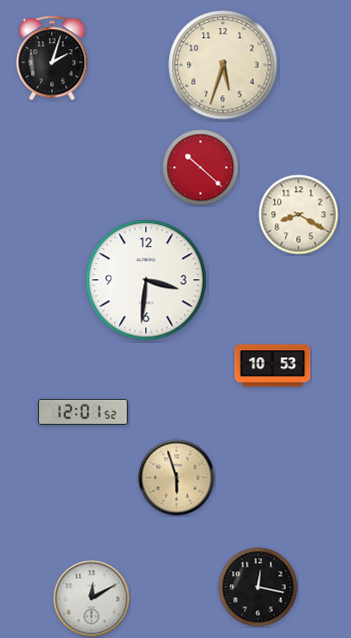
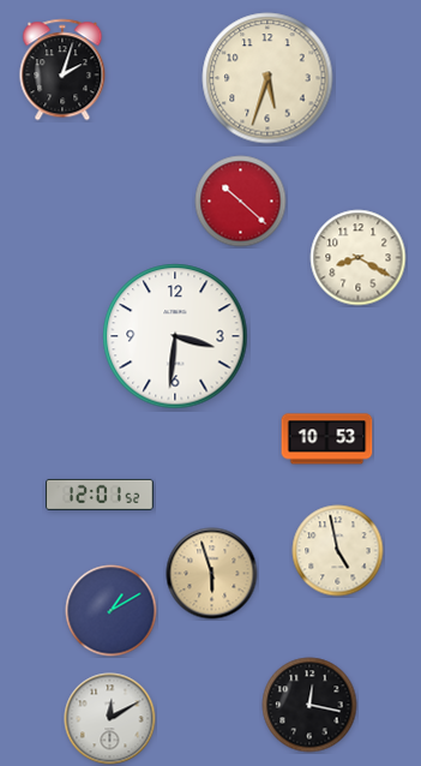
clock at (338, 551): none -> 4:58
clock at (112, 611): none -> 1:10
